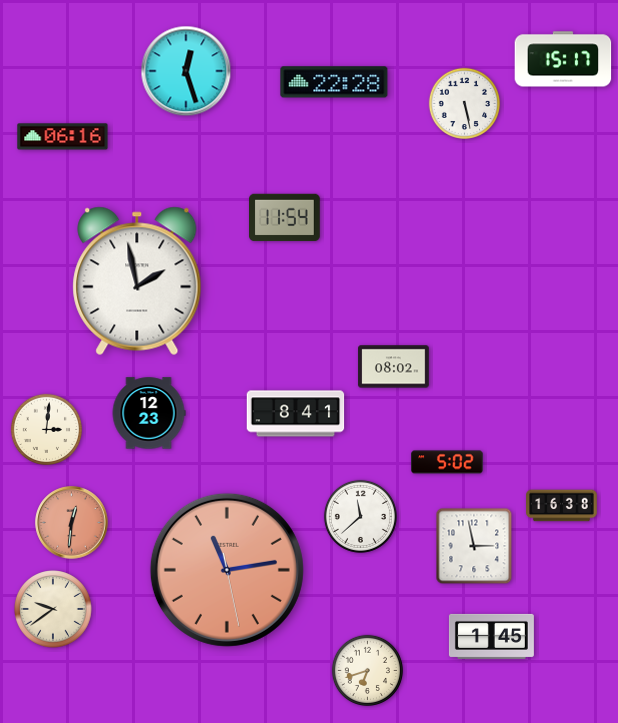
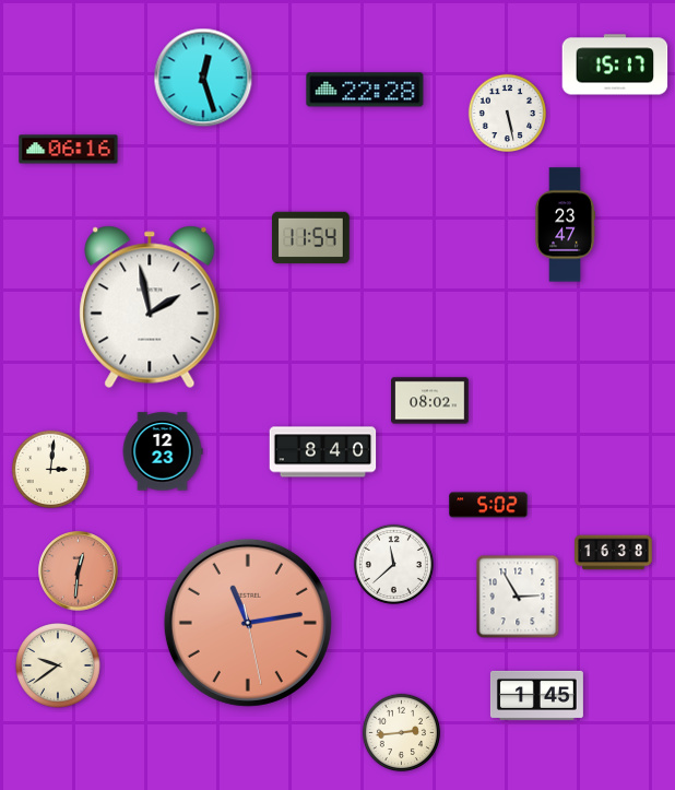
clock at (565, 225): none -> 23:47
clock at (296, 414): 8:41 -> 8:40
clock at (474, 546): 2:58 -> 2:55
clock at (368, 671): 6:42 -> 2:44
